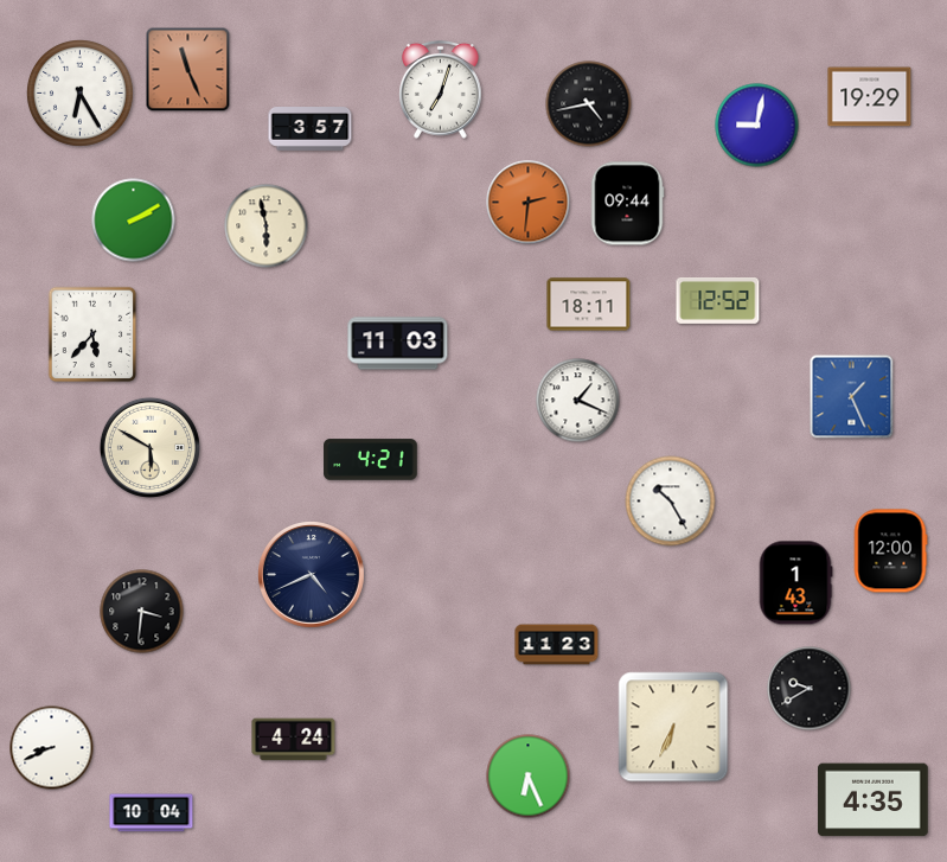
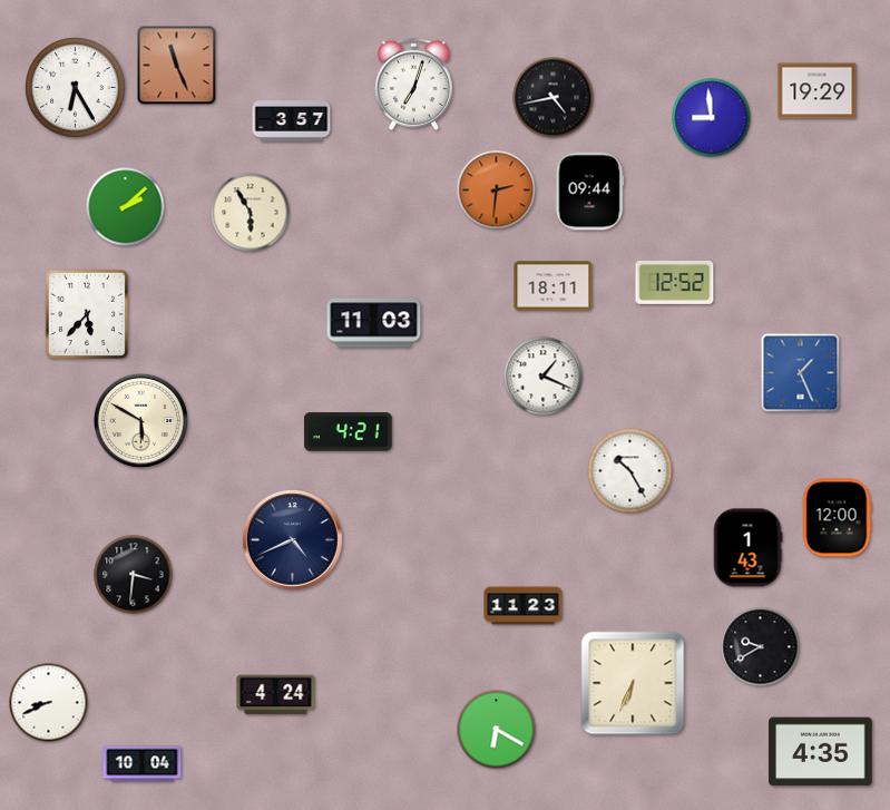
clock at (757, 126): 9:02 -> 8:59
clock at (134, 221): 2:10 -> 2:08
clock at (267, 226): 5:58 -> 5:55
clock at (529, 777): 6:26 -> 6:20
